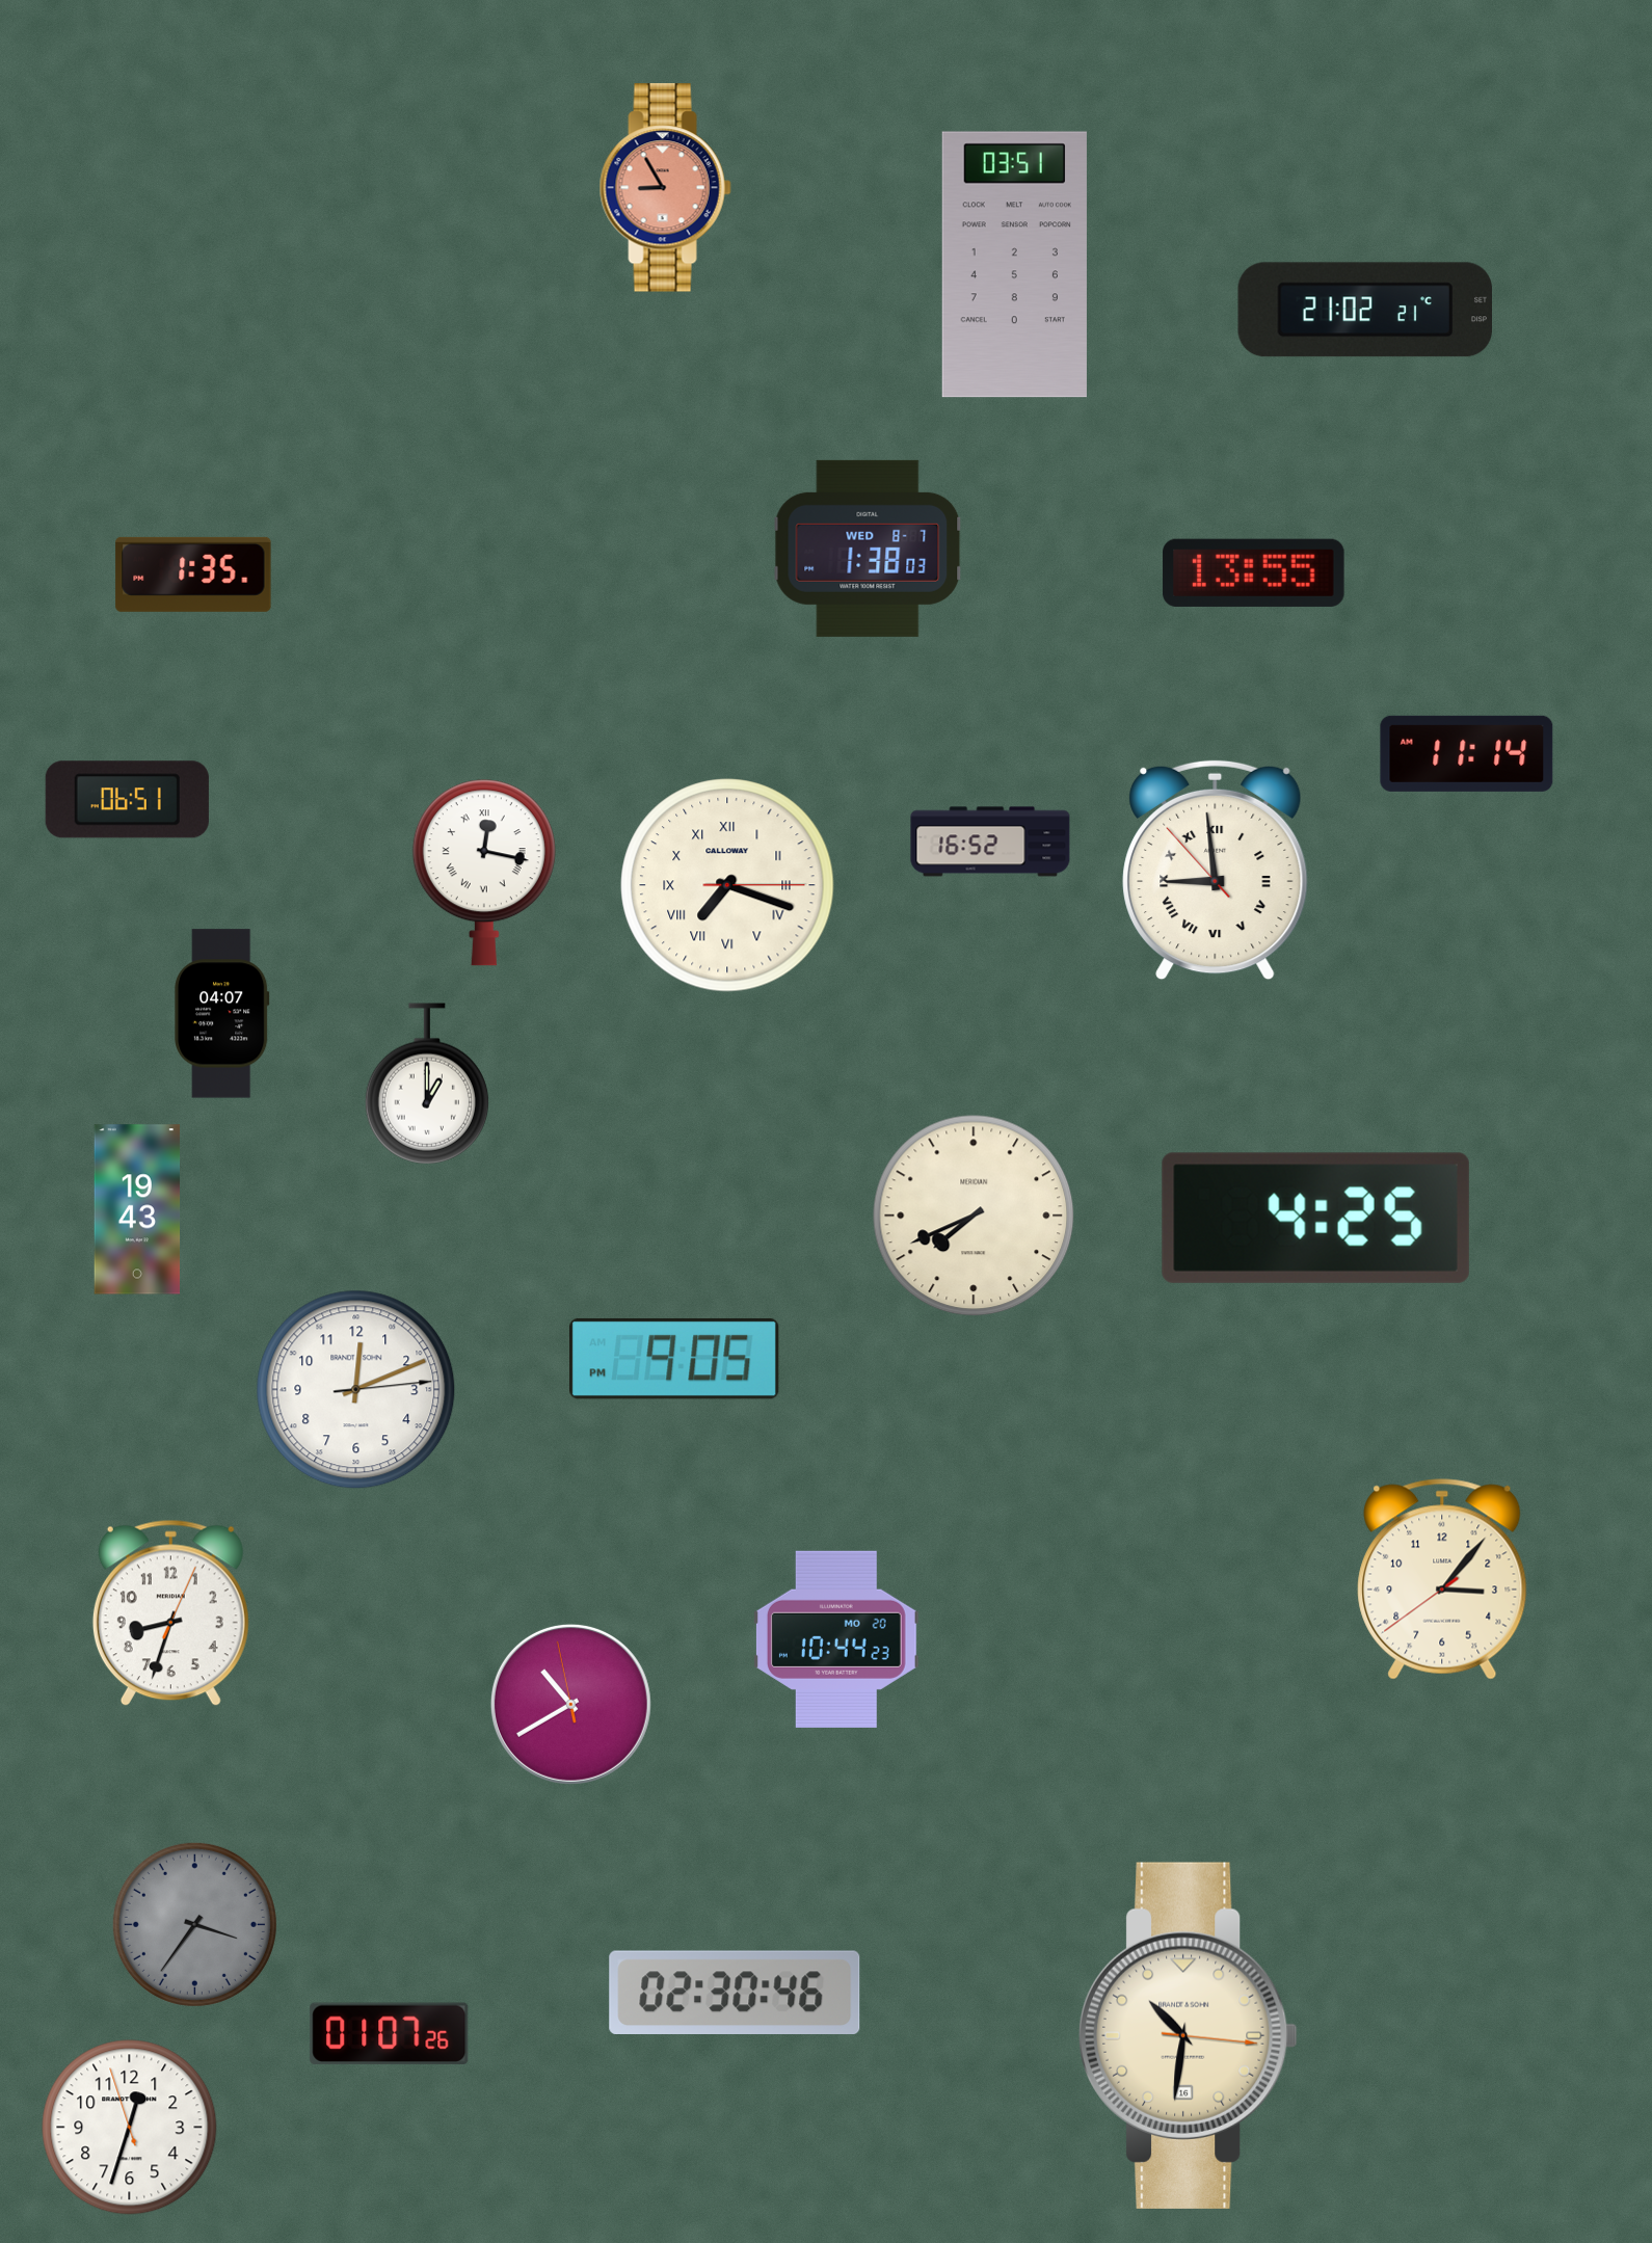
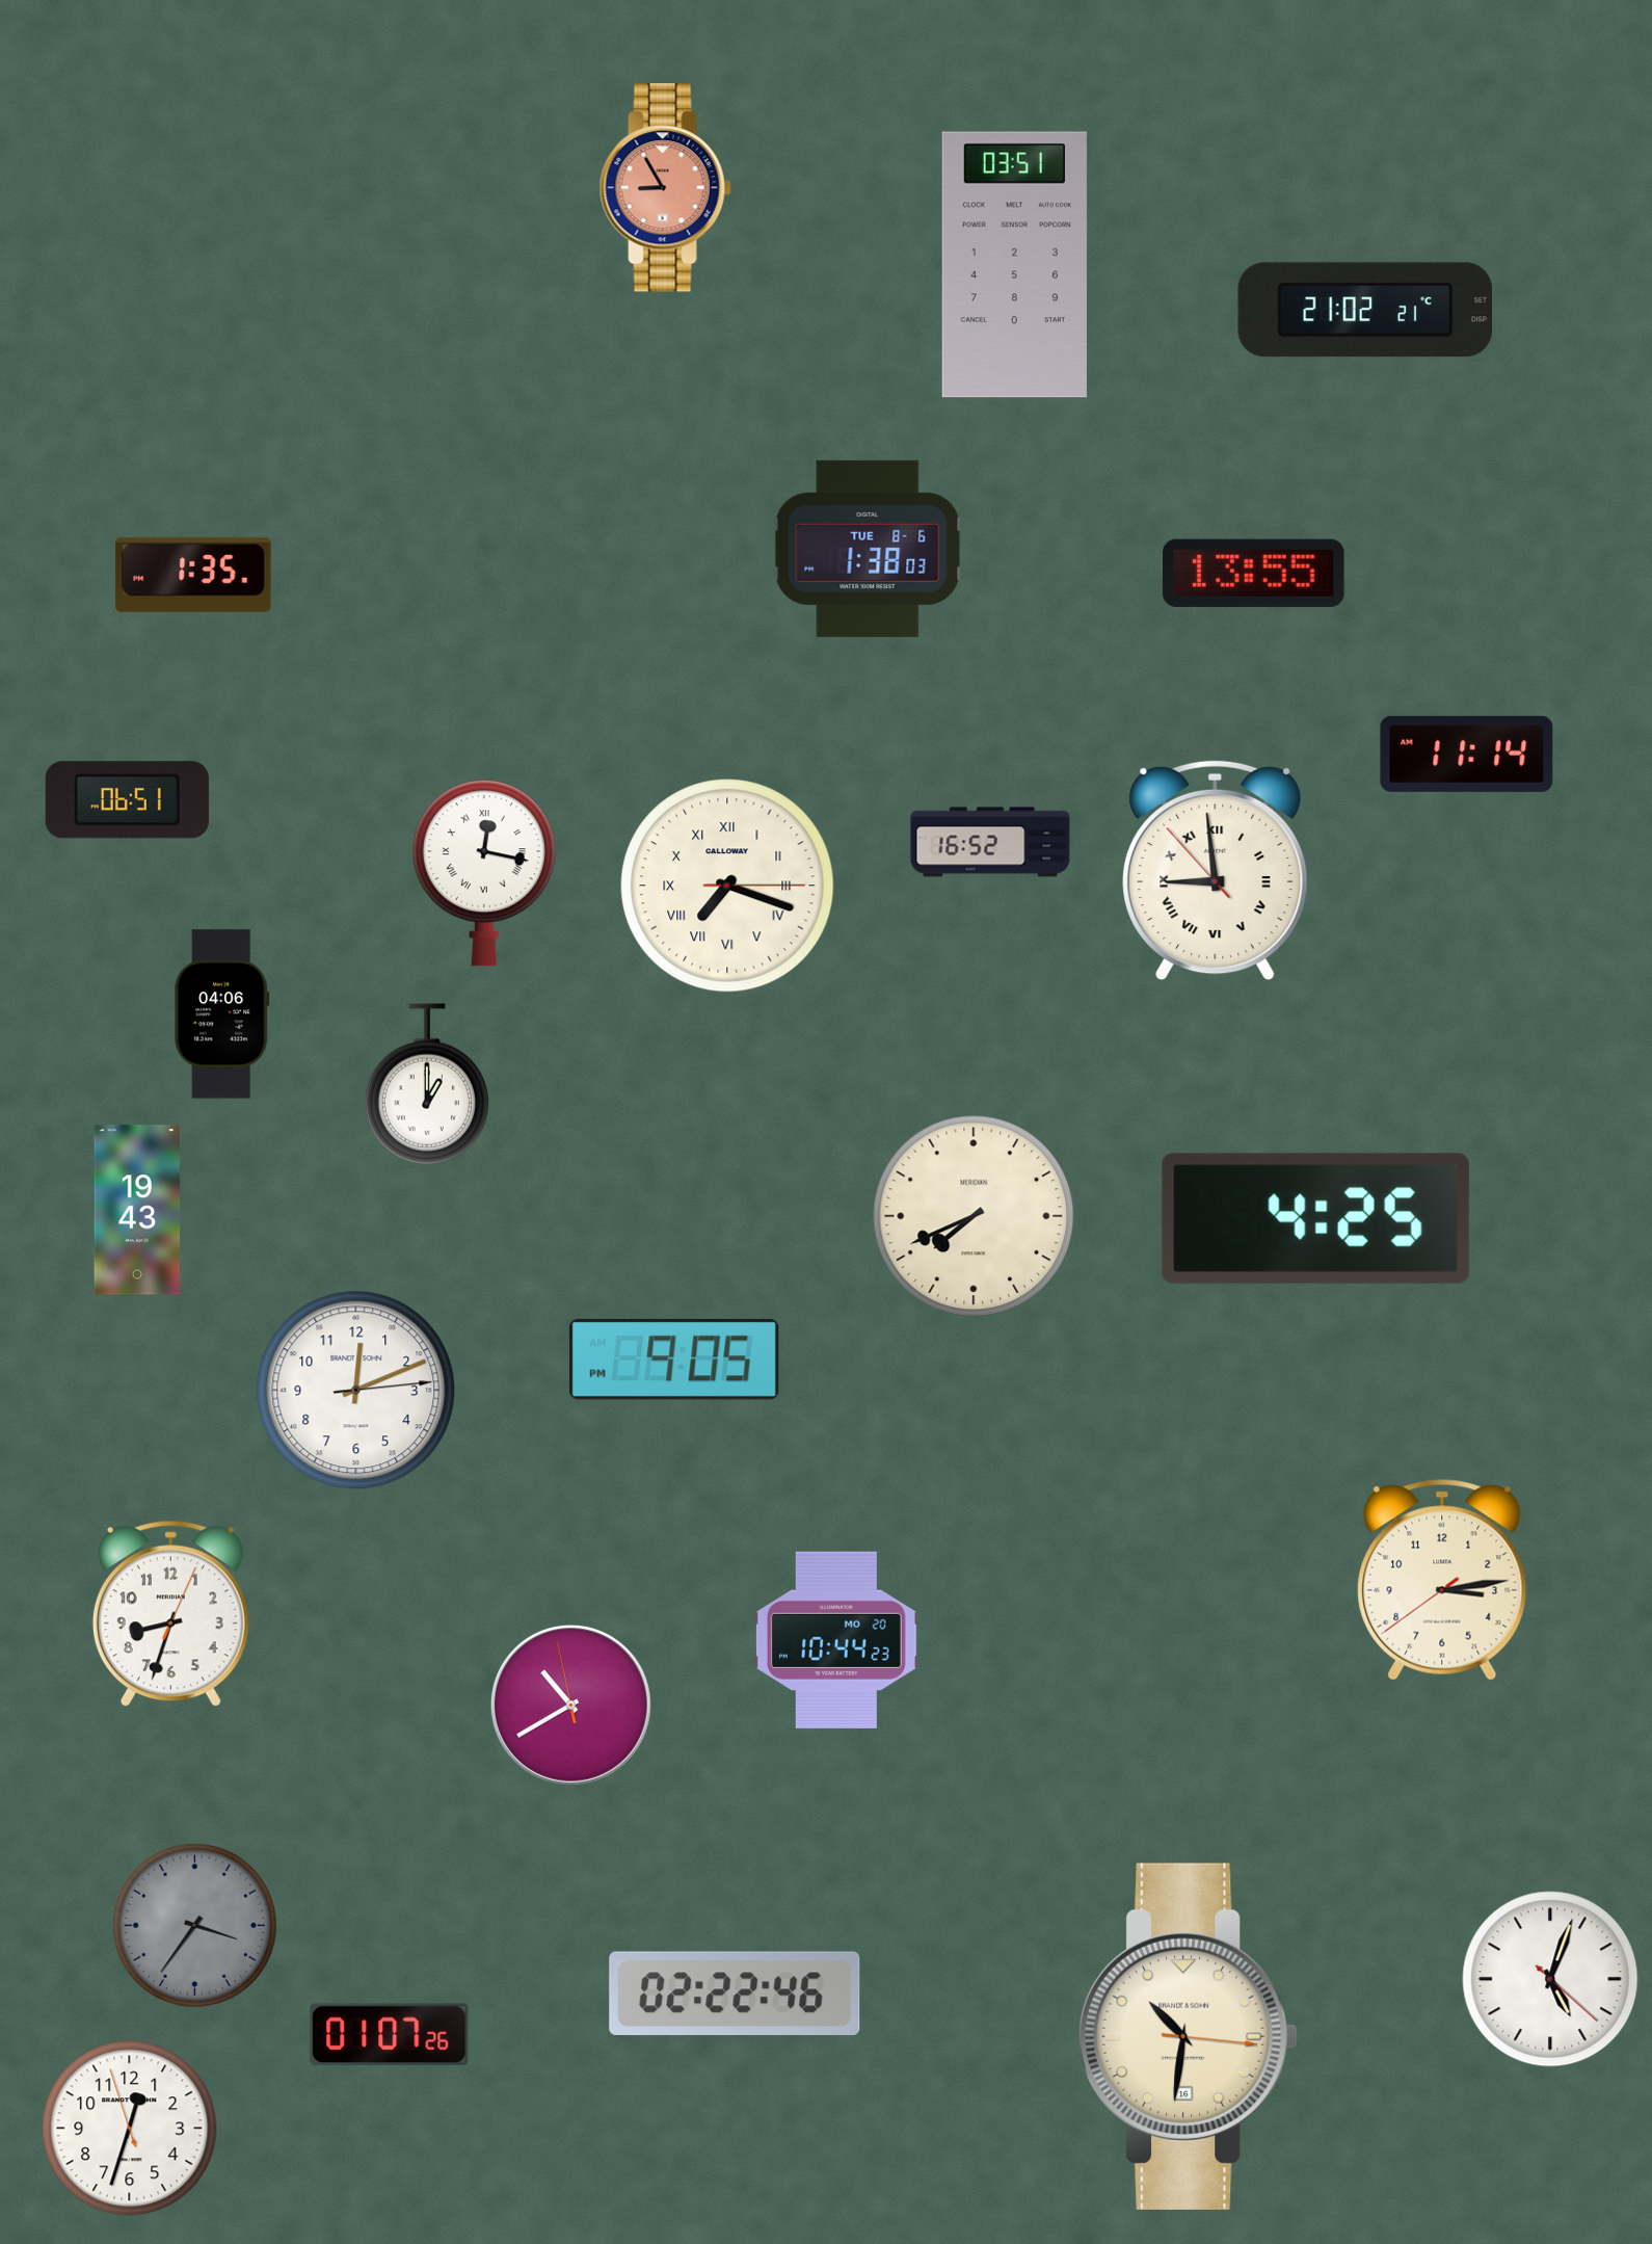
clock at (868, 549) date: WED 8-7 -> TUE 8-6
clock at (222, 1014): 04:07 -> 04:06
clock at (1442, 1579): 3:06 -> 3:13
clock at (1550, 1979): none -> 5:03
clock at (735, 1992): 02:30 -> 02:22
